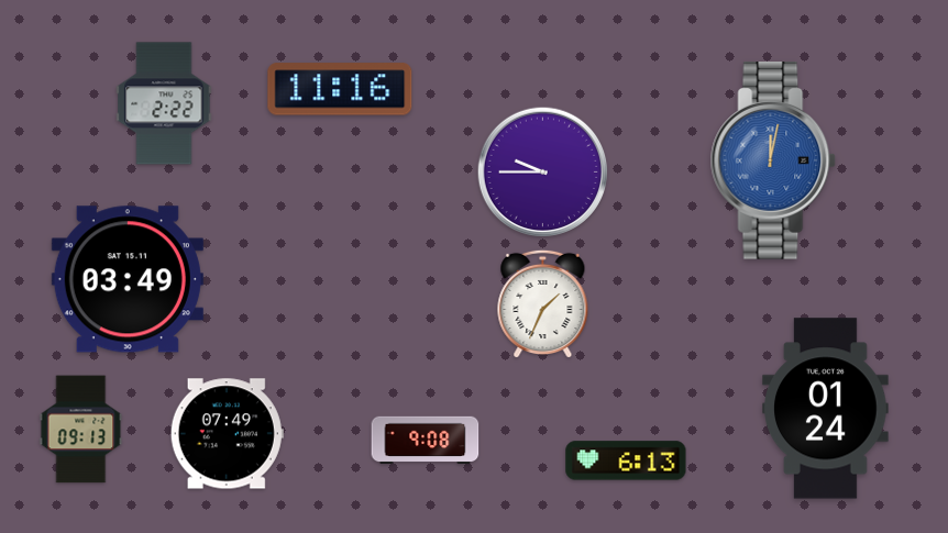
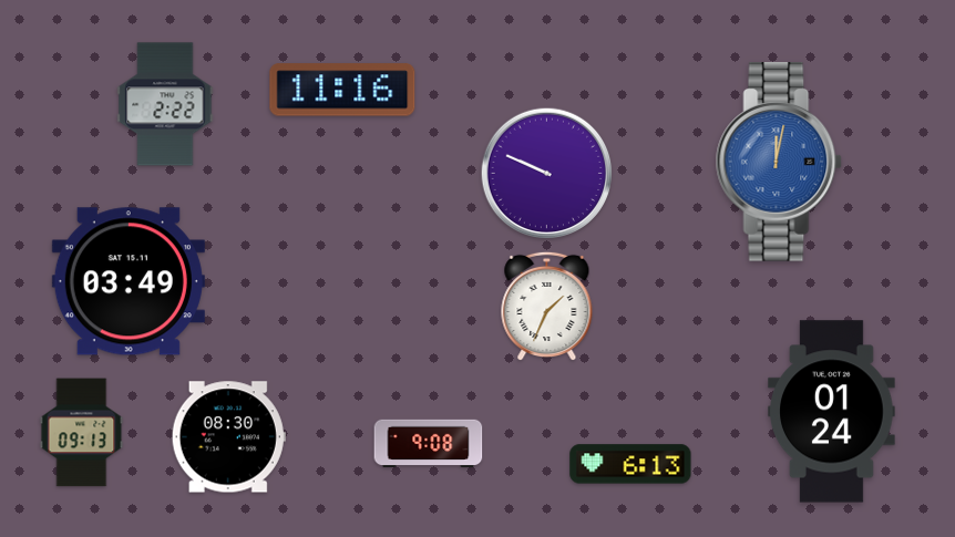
clock at (543, 173): 9:45 -> 9:49
clock at (227, 434): 07:49 -> 08:30
